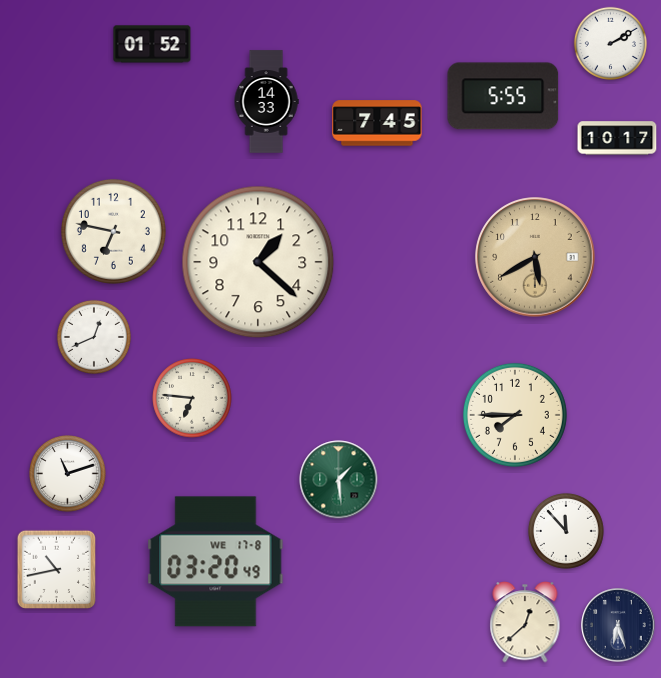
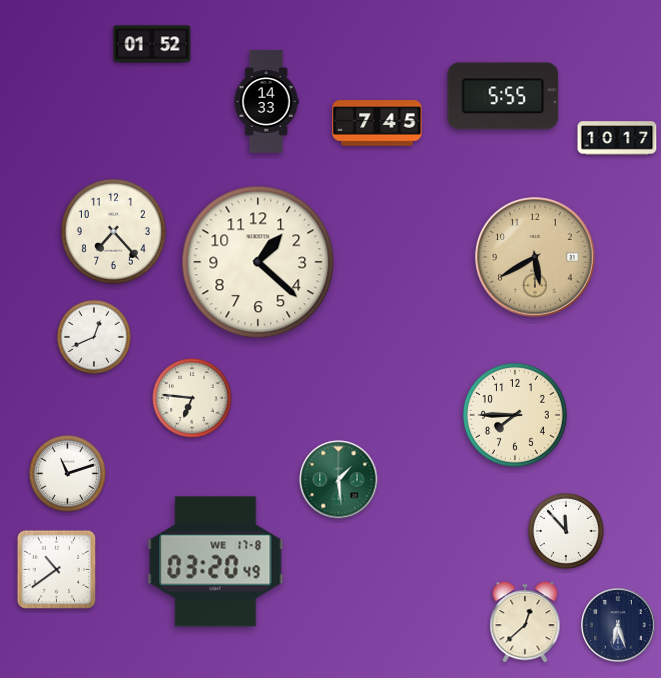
clock at (610, 43): 2:10 -> none
clock at (113, 231): 6:47 -> 7:23
clock at (57, 570): 10:43 -> 10:39
